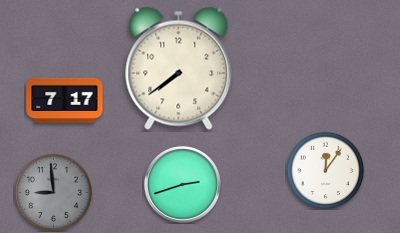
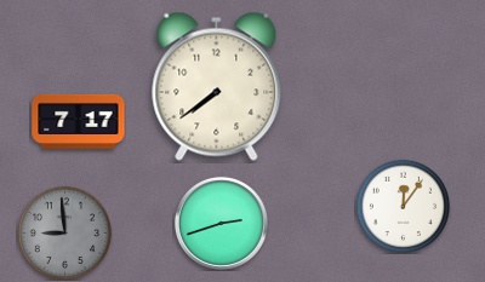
clock at (179, 68) position: (179, 68) -> (217, 86)
clock at (325, 170) position: (325, 170) -> (403, 206)
